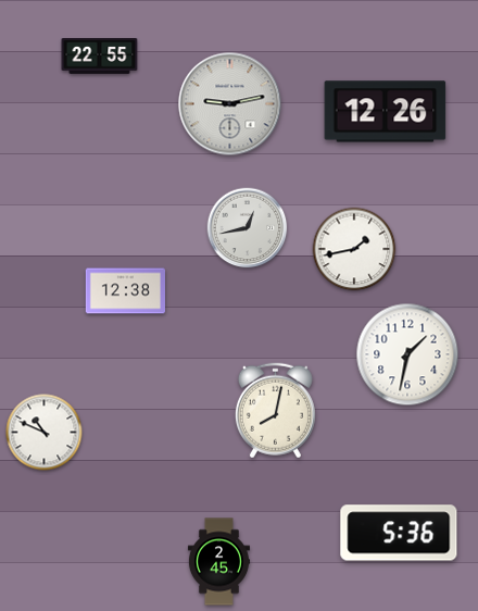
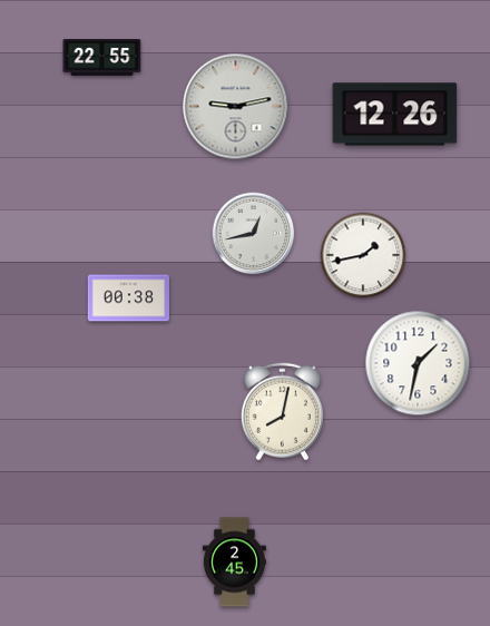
clock at (125, 291): 12:38 -> 00:38
clock at (275, 411) position: (275, 411) -> (282, 412)
clock at (45, 433): 10:49 -> none
clock at (399, 533): 5:36 -> none
clock at (218, 562) position: (218, 562) -> (234, 563)
